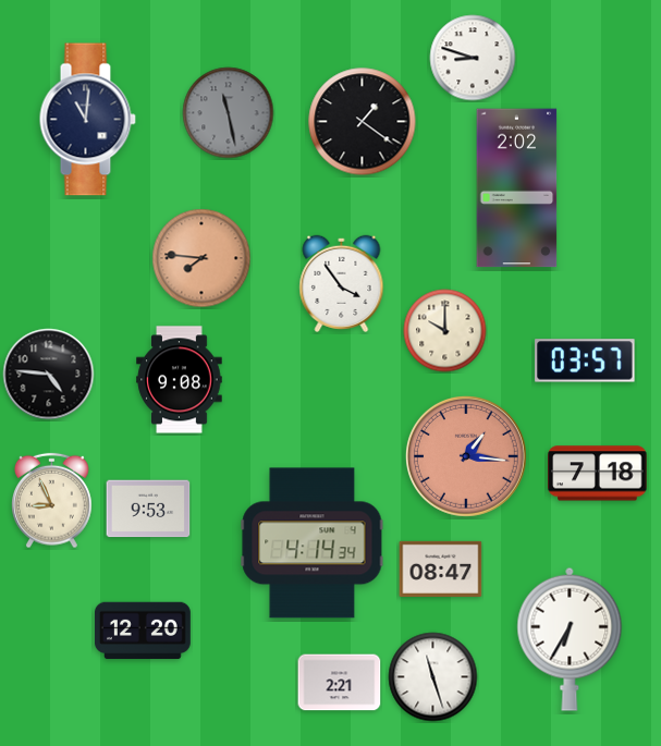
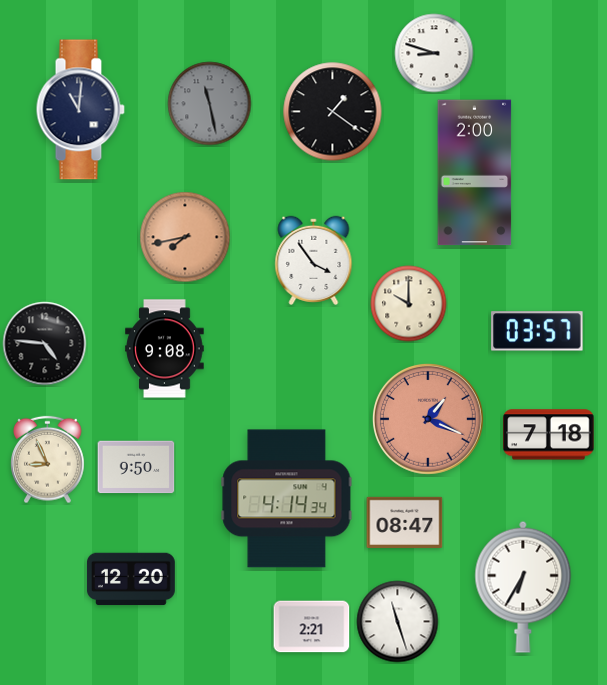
clock at (517, 188): 2:02 -> 2:00
clock at (201, 258): 7:46 -> 7:43
clock at (466, 456): 1:16 -> 1:19
clock at (148, 509): 9:53 -> 9:50
